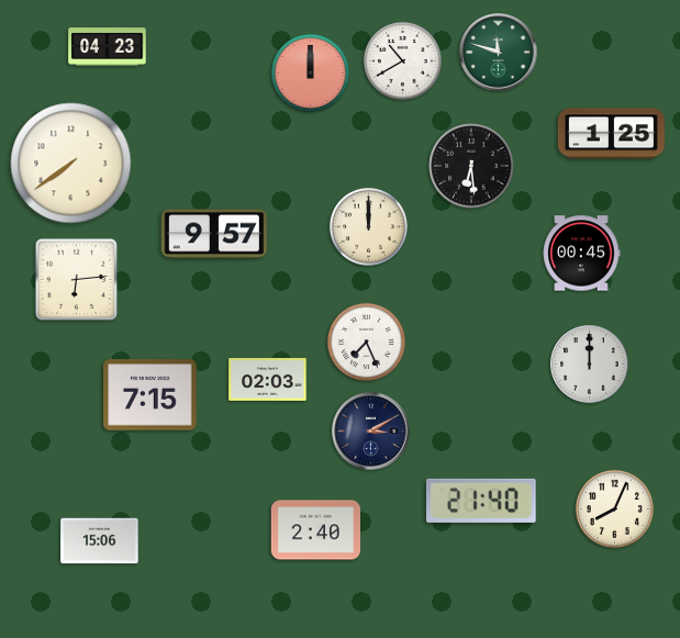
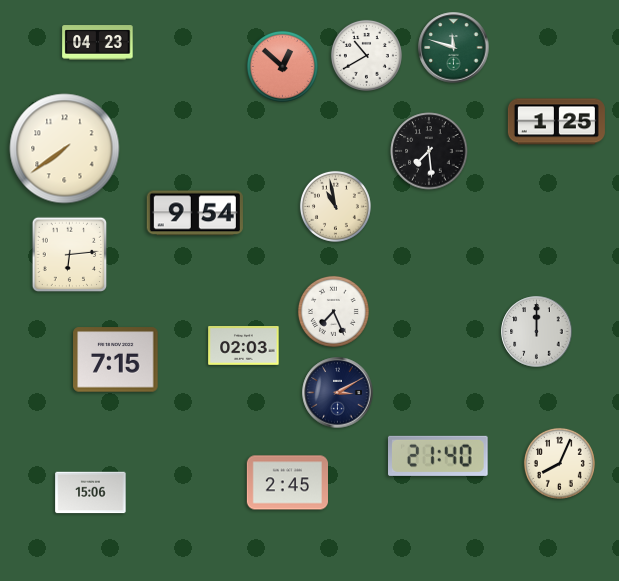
clock at (310, 72): 12:00 -> 12:52
clock at (471, 166): 6:29 -> 7:29
clock at (368, 226): 12:00 -> 10:58
clock at (214, 234): 9:57 -> 9:54
clock at (581, 254): 00:45 -> none
clock at (151, 395) position: (151, 395) -> (116, 360)
clock at (315, 530): 2:40 -> 2:45
